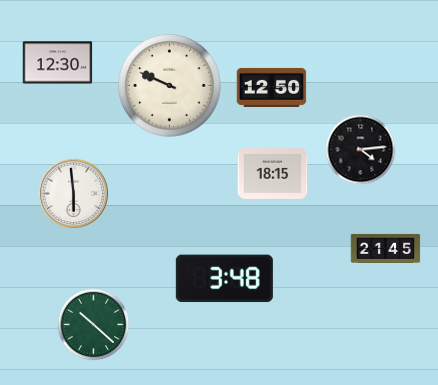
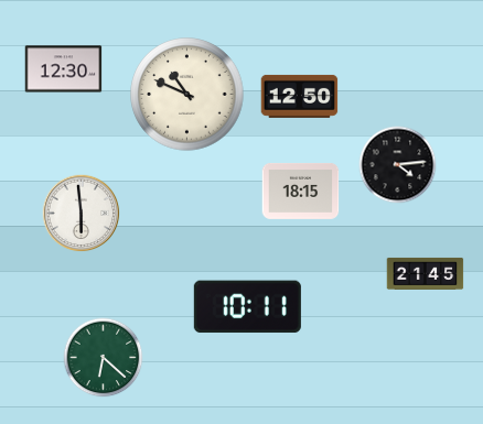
clock at (170, 86): 9:49 -> 10:49
clock at (224, 279): 3:48 -> 10:11
clock at (94, 325): 10:22 -> 6:22
